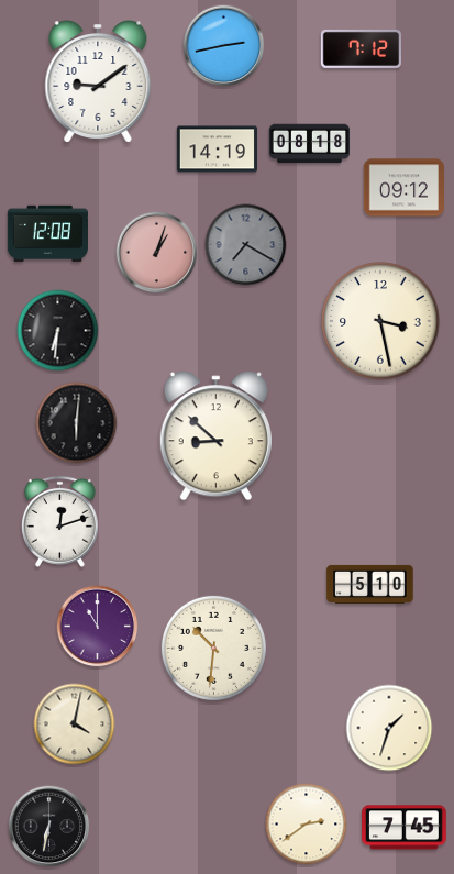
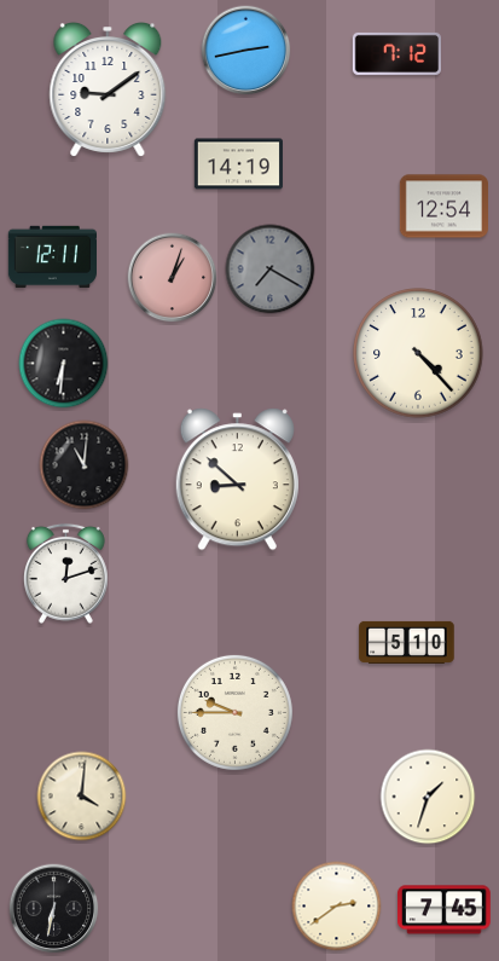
clock at (310, 144): 08:18 -> none
clock at (403, 188): 09:12 -> 12:54
clock at (47, 234): 12:08 -> 12:11
clock at (380, 321): 3:28 -> 4:23
clock at (77, 423): 6:01 -> 11:01
clock at (98, 627): 11:00 -> none
clock at (213, 648): 10:31 -> 9:45
clock at (75, 724): 4:02 -> 4:01
clock at (389, 728) position: (389, 728) -> (428, 797)
